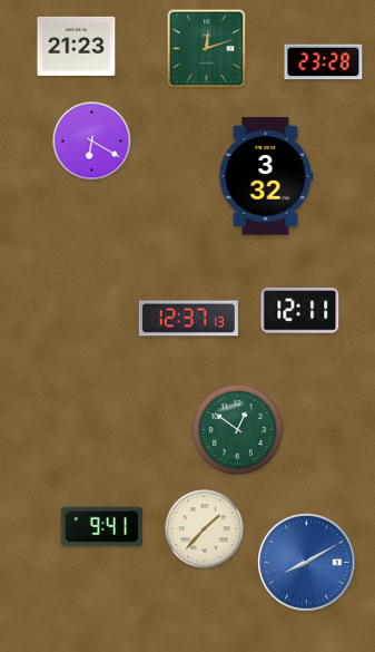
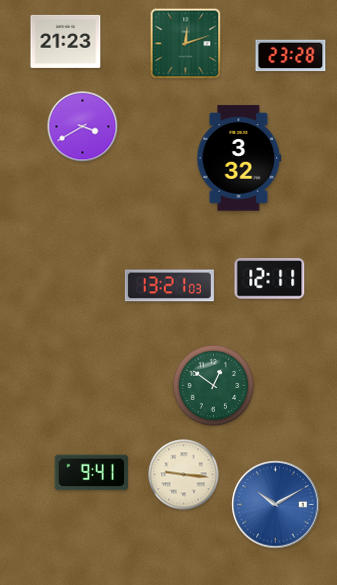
clock at (77, 46) position: (77, 46) -> (66, 41)
clock at (92, 142): 6:20 -> 3:40
clock at (188, 319): 12:37 -> 13:21
clock at (205, 529): 1:37 -> 9:16
clock at (307, 563): 8:10 -> 10:10
